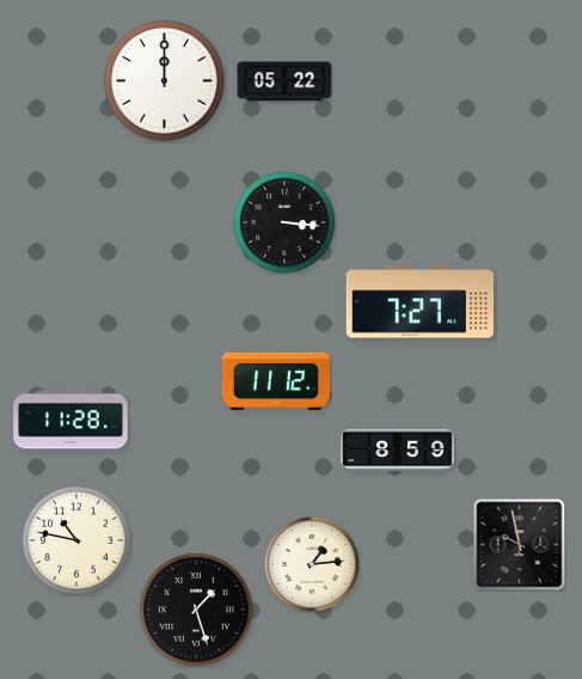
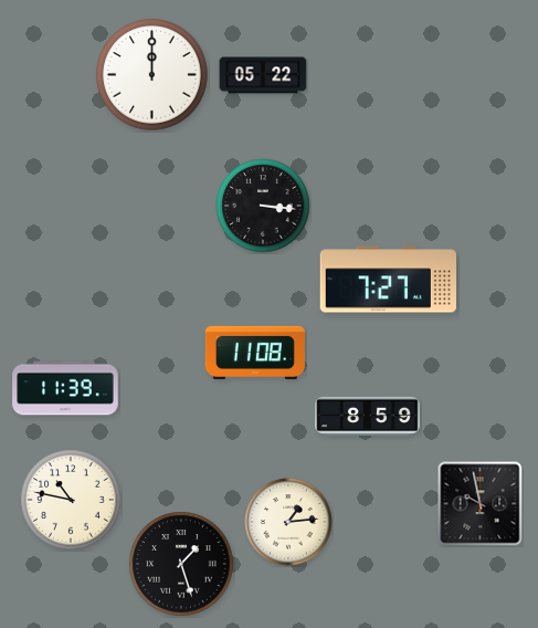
clock at (276, 381): 11:12 -> 11:08
clock at (71, 420): 11:28 -> 11:39
